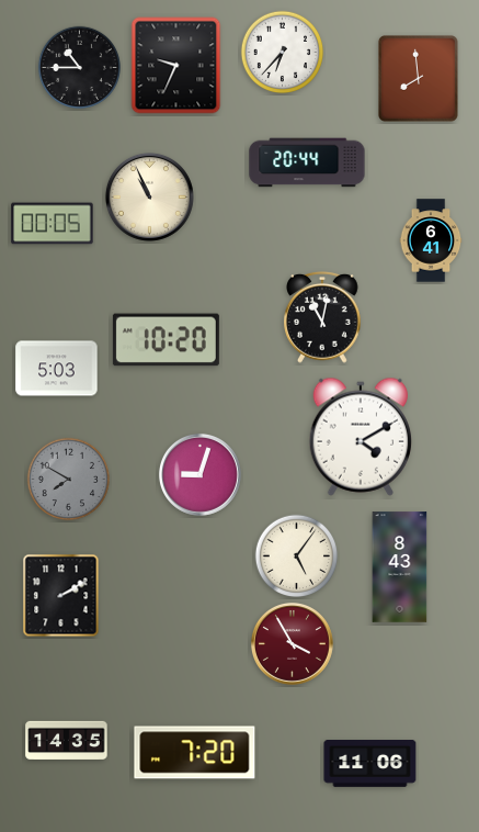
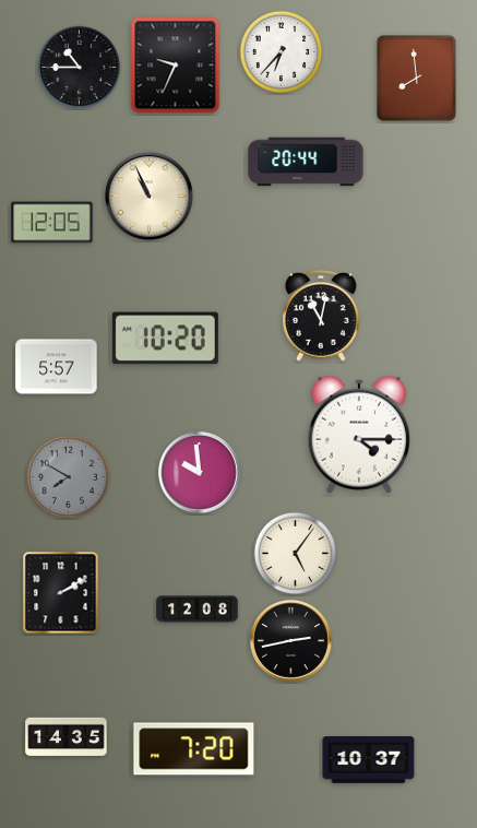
clock at (53, 224): 00:05 -> 12:05
clock at (431, 240): 6:41 -> none
clock at (57, 369): 5:03 -> 5:57
clock at (360, 437): 4:10 -> 4:15
clock at (199, 474): 9:03 -> 9:59
clock at (400, 567): 8:43 -> none
clock at (198, 610): none -> 12:08
clock at (292, 643): 3:55 -> 2:43
clock at (292, 643) dial: burgundy -> black
clock at (370, 764): 11:06 -> 10:37
